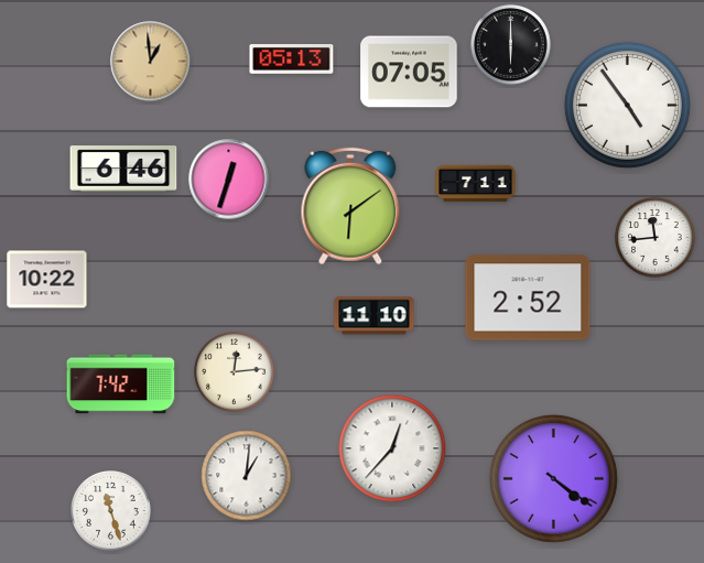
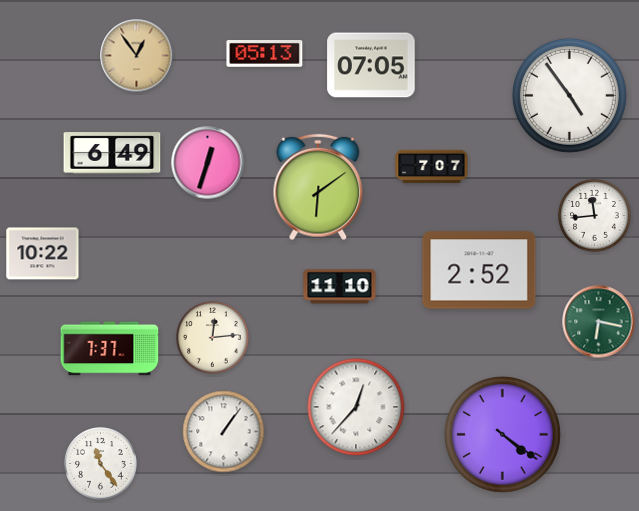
clock at (511, 45): 6:00 -> none
clock at (151, 62): 12:59 -> 12:54
clock at (123, 169): 6:46 -> 6:49
clock at (476, 184): 7:11 -> 7:07
clock at (599, 322): none -> 6:17
clock at (121, 385): 7:42 -> 7:37
clock at (247, 476): 1:01 -> 1:06
clock at (111, 511): 11:27 -> 11:24
